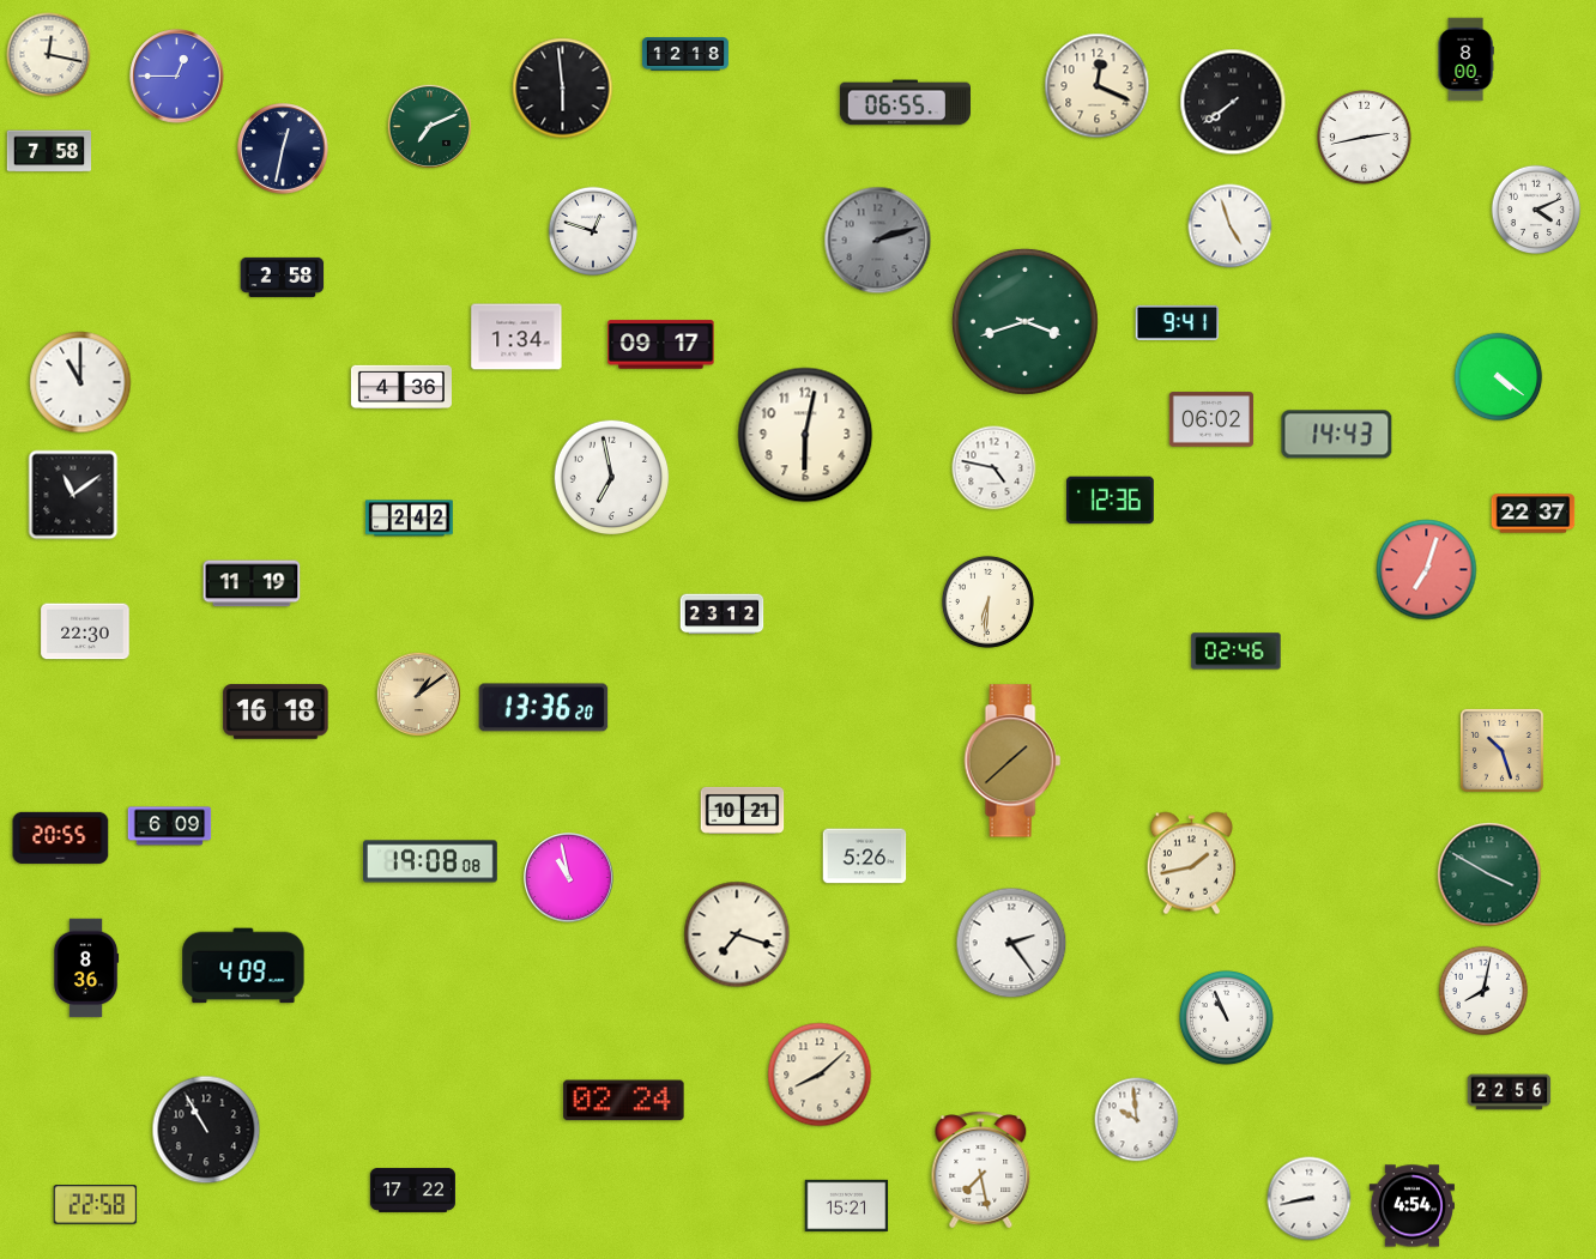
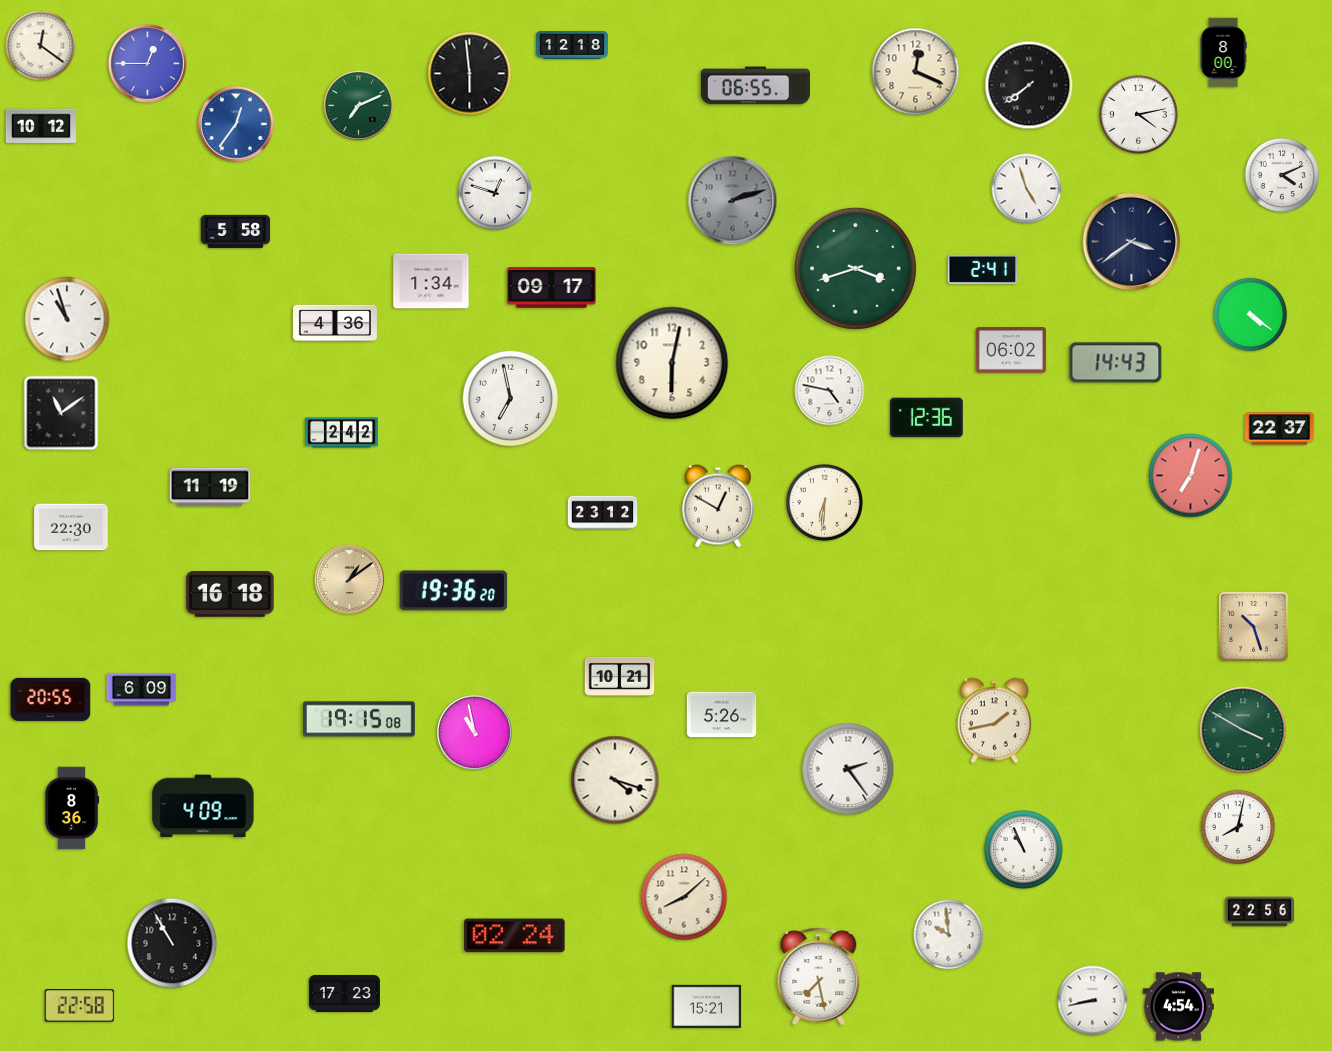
clock at (49, 55): 12:17 -> 12:21
clock at (1465, 60) position: (1465, 60) -> (1223, 53)
clock at (1365, 138): 2:43 -> 4:13
clock at (283, 149): 12:32 -> 12:36
clock at (283, 149) dial: navy -> blue
clock at (49, 151): 7:58 -> 10:12
clock at (283, 277): 2:58 -> 5:58
clock at (1132, 242): none -> 3:39
clock at (1178, 322): 9:41 -> 2:41
clock at (80, 382): 11:00 -> 10:57
clock at (718, 506): none -> 12:50
clock at (1237, 652): 02:46 -> none
clock at (544, 708): 13:36 -> 19:36
clock at (1012, 761): 1:38 -> none
clock at (431, 861): 19:08 -> 19:15
clock at (737, 934): 7:18 -> 4:18
clock at (1011, 943) position: (1011, 943) -> (848, 769)
clock at (624, 1101) position: (624, 1101) -> (515, 936)
clock at (412, 1190): 17:22 -> 17:23
